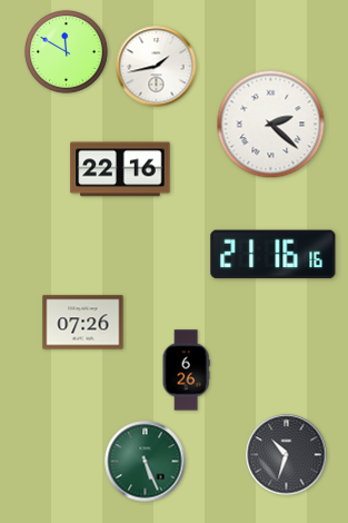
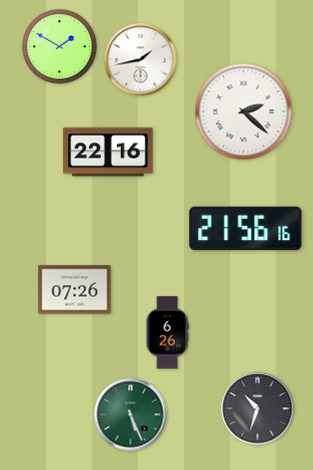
clock at (67, 52): 11:50 -> 1:50
clock at (274, 255): 21:16 -> 21:56
